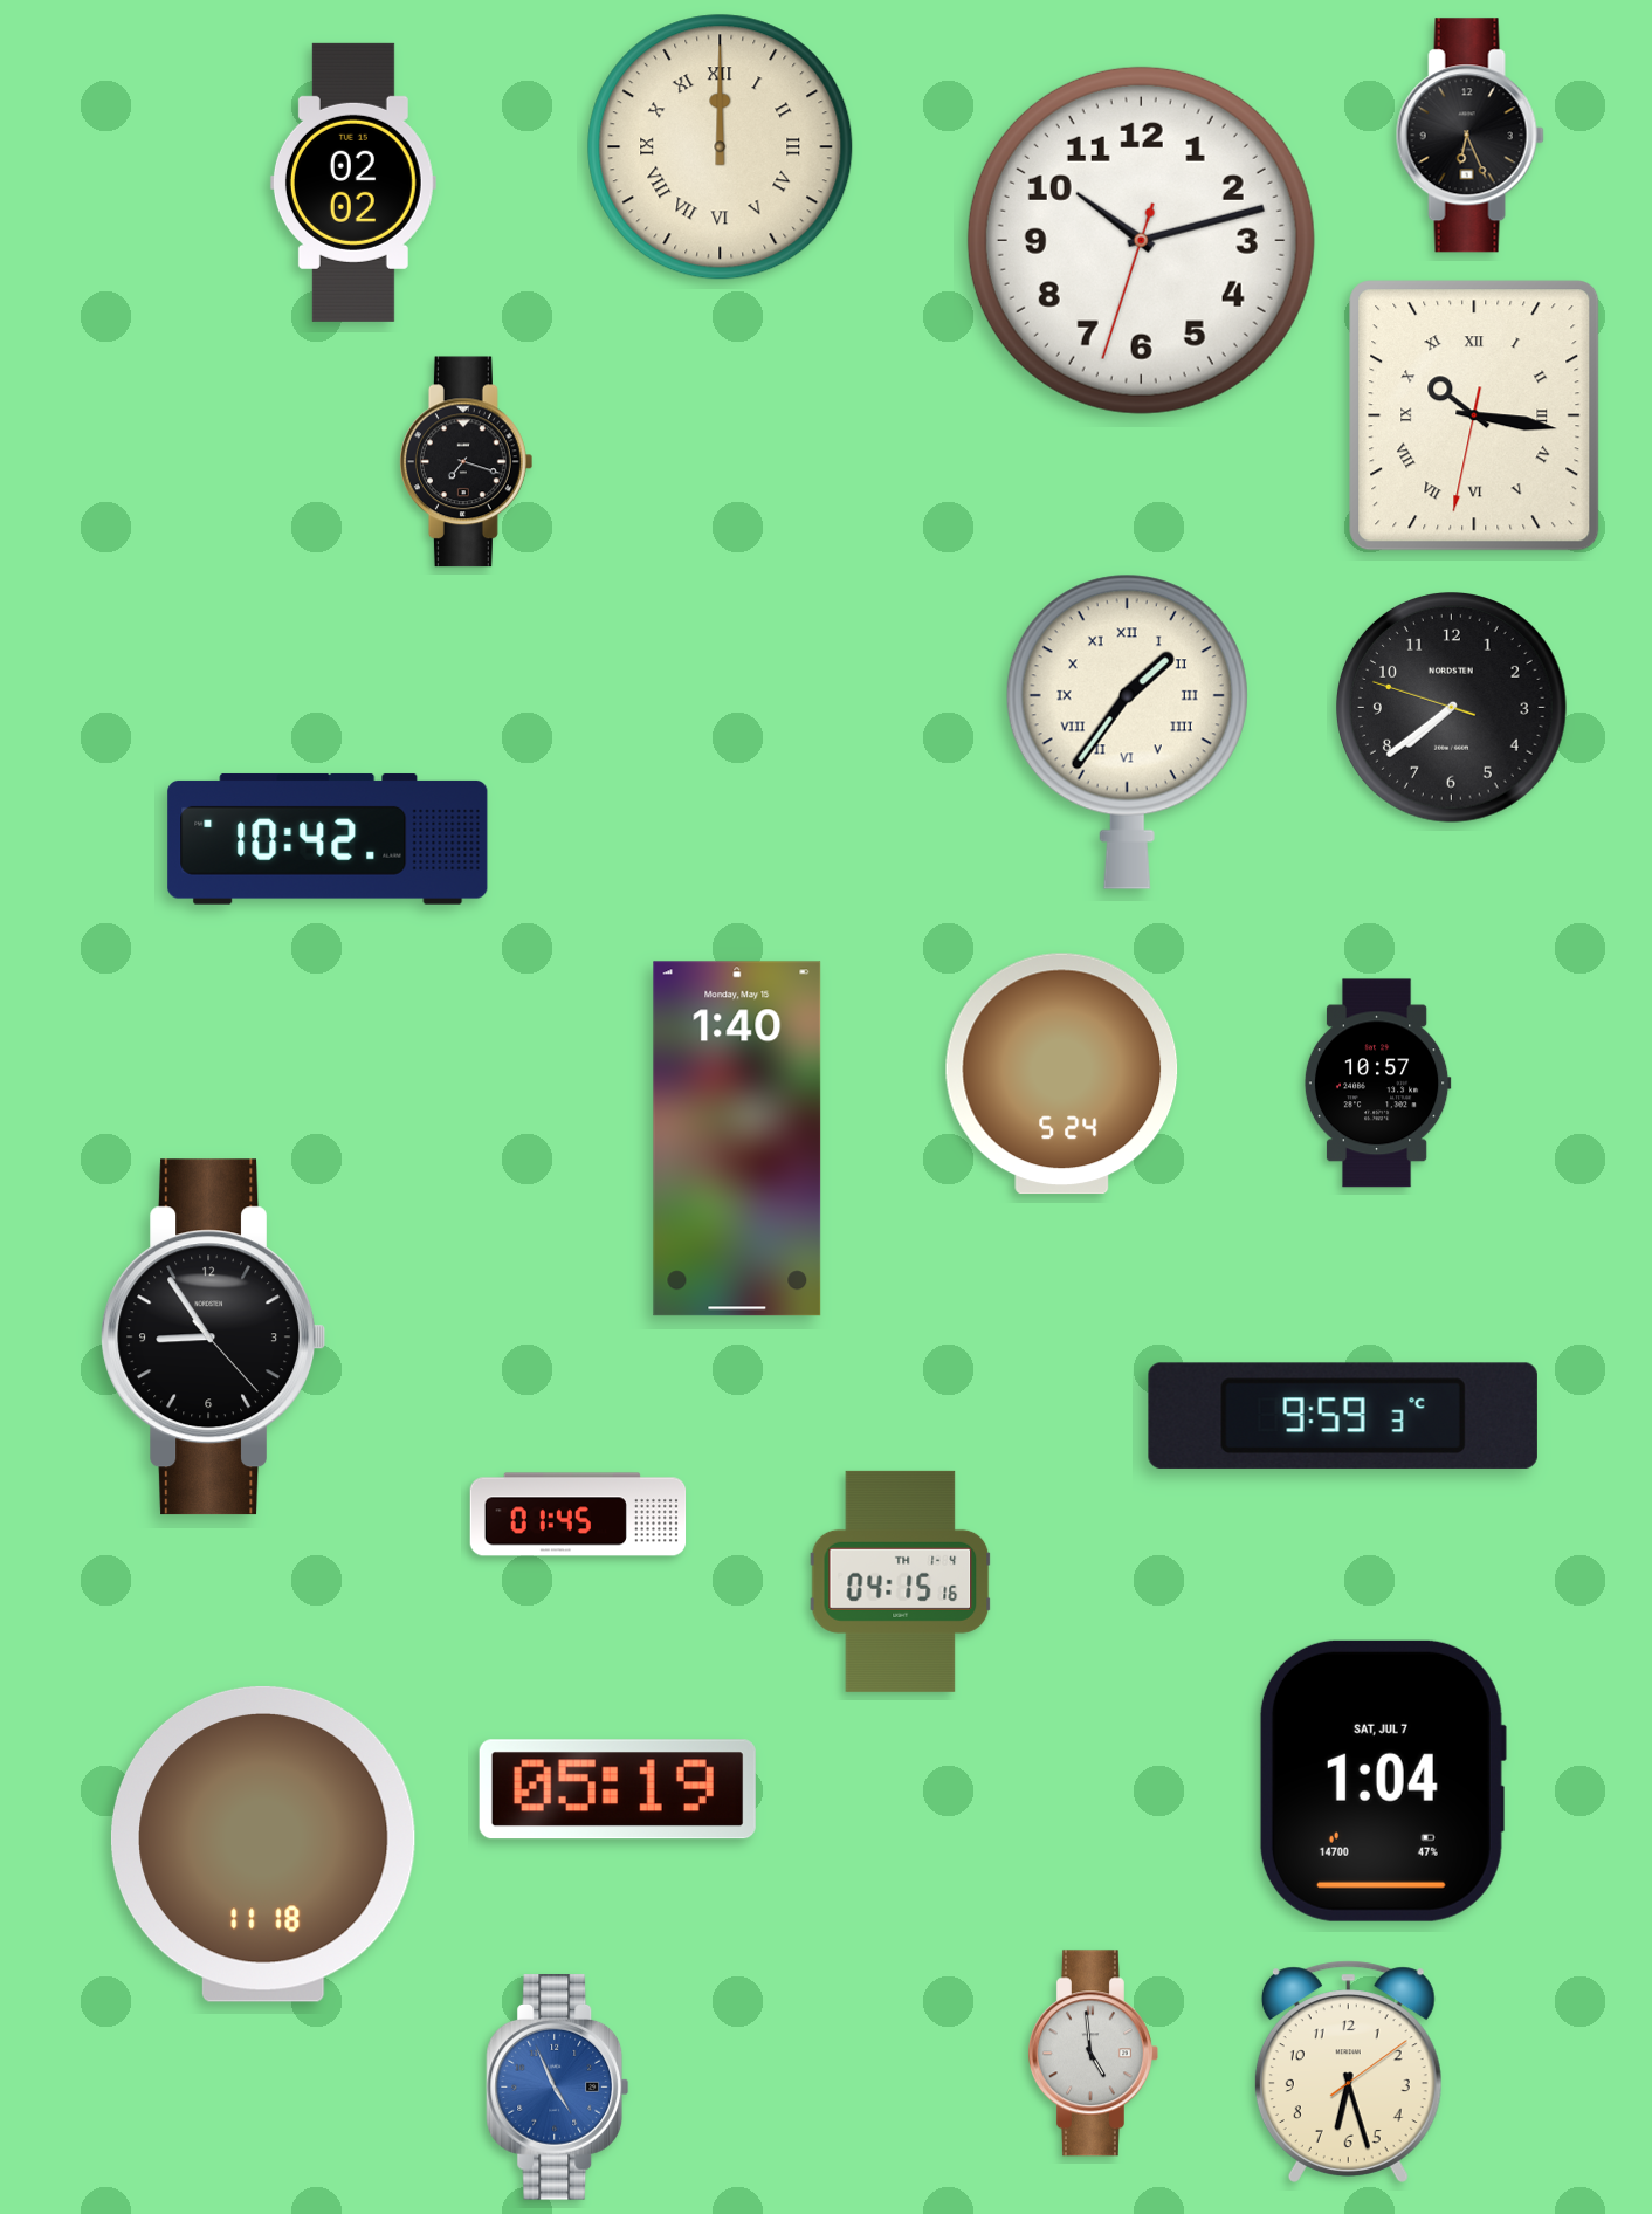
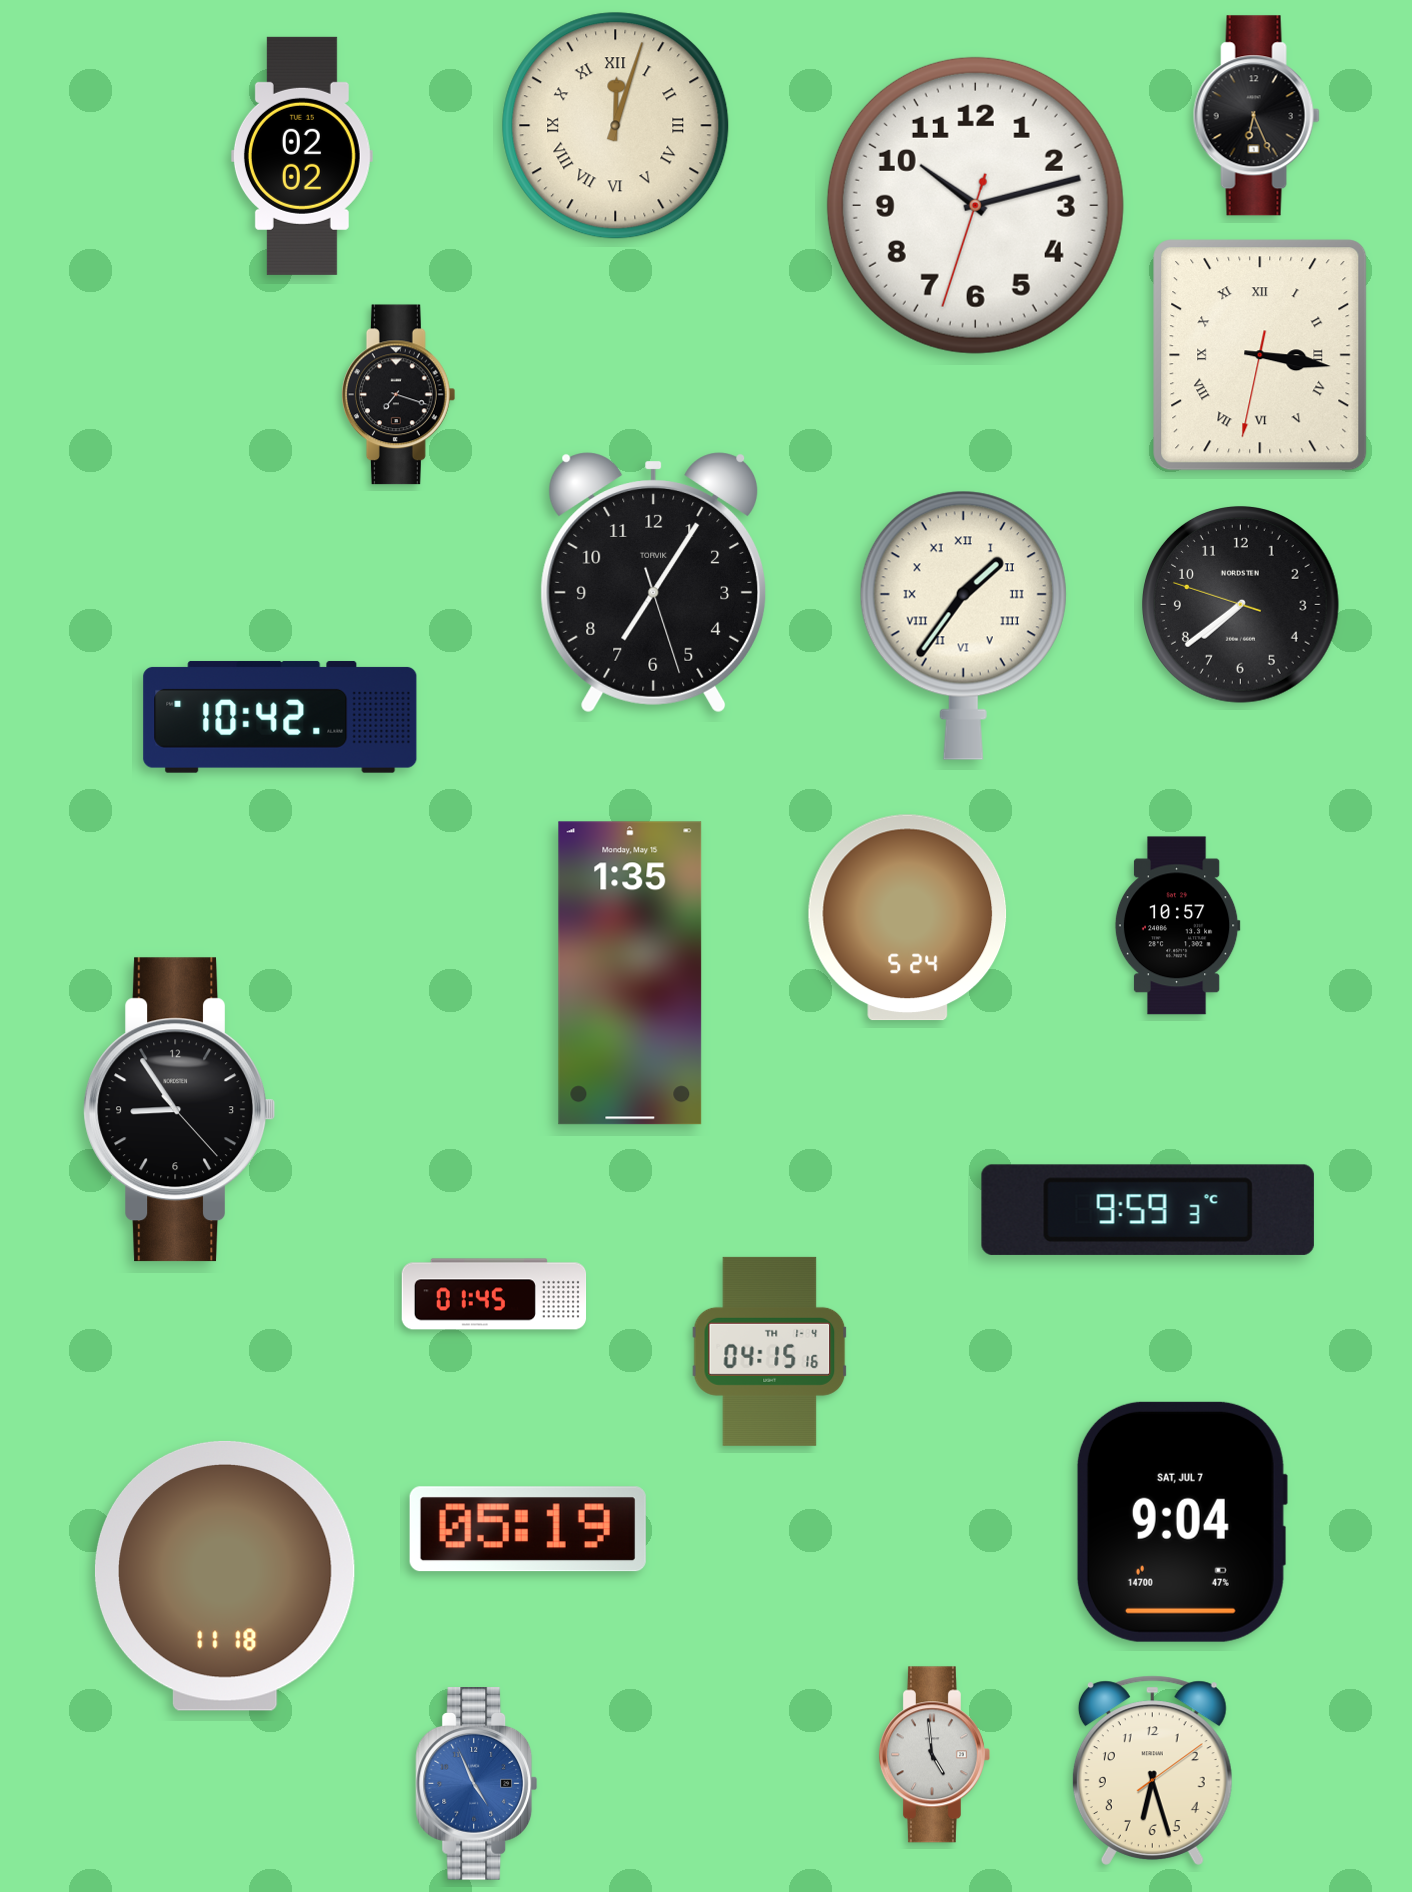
clock at (721, 147): 12:00 -> 12:03
clock at (1474, 415): 10:16 -> 3:16
clock at (654, 583): none -> 7:05
clock at (737, 1139): 1:40 -> 1:35
clock at (213, 1338) position: (213, 1338) -> (179, 1110)
clock at (1382, 1781): 1:04 -> 9:04
